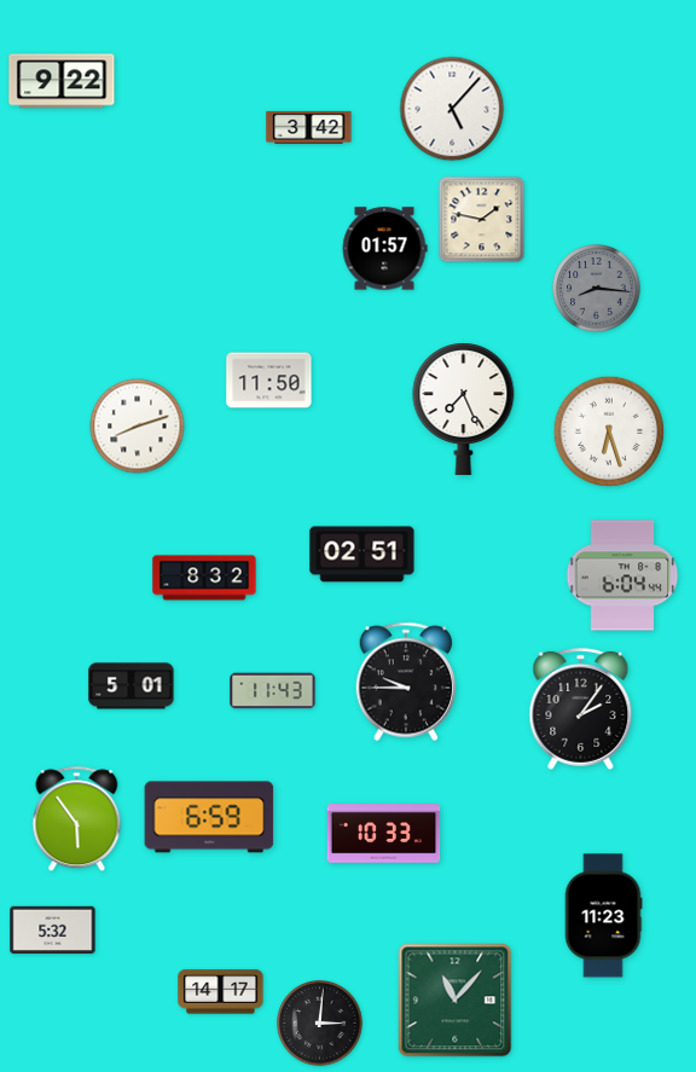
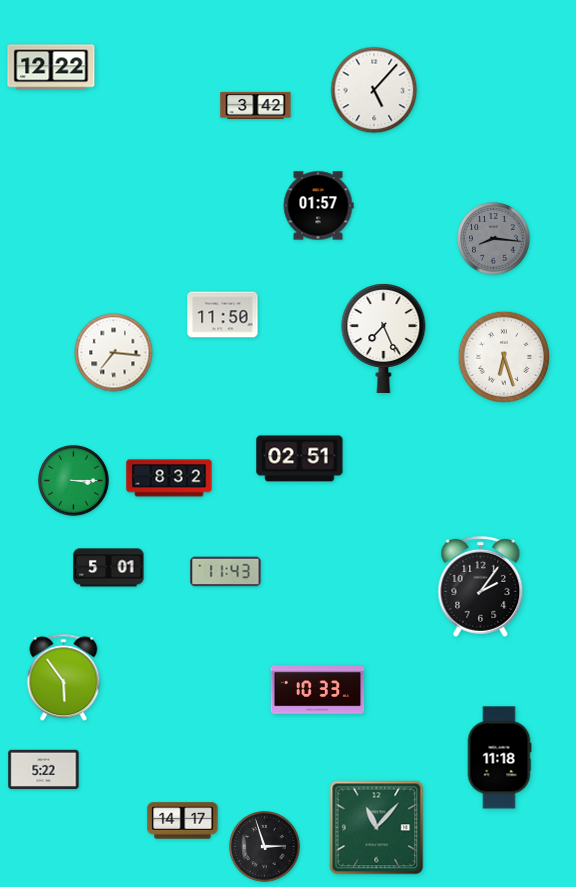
clock at (62, 81): 9:22 -> 12:22
clock at (482, 220): 1:47 -> none
clock at (138, 427): 8:12 -> 7:16
clock at (622, 575): 6:04 -> none
clock at (74, 481): none -> 3:15
clock at (406, 682): 9:45 -> none
clock at (209, 817): 6:59 -> none
clock at (603, 916): 11:23 -> 11:18
clock at (53, 931): 5:32 -> 5:22
clock at (320, 1024): 3:01 -> 2:57
